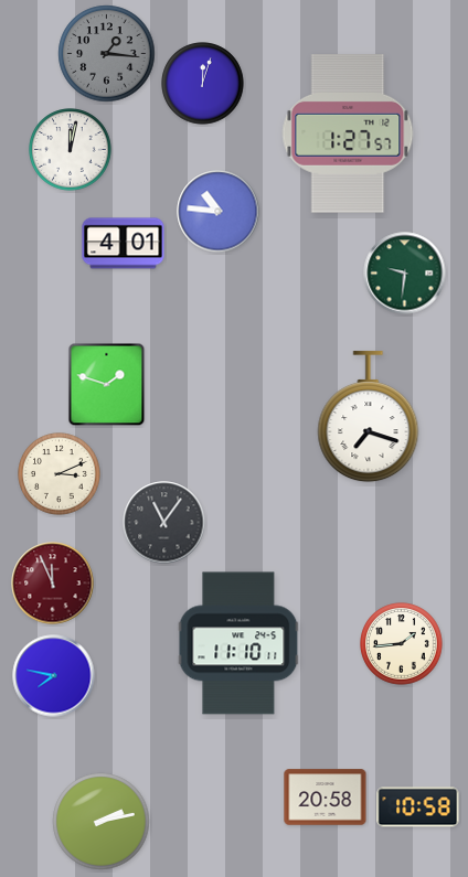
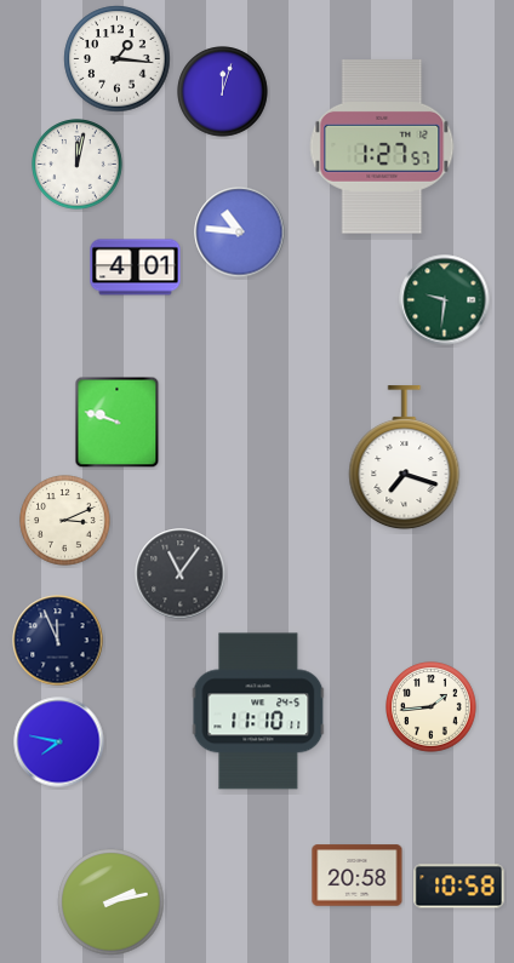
clock at (107, 54) dial: grey -> white
clock at (107, 385): 1:48 -> 9:48
clock at (53, 584) dial: burgundy -> navy
clock at (238, 643) position: (238, 643) -> (258, 711)
clock at (402, 644) position: (402, 644) -> (432, 707)
